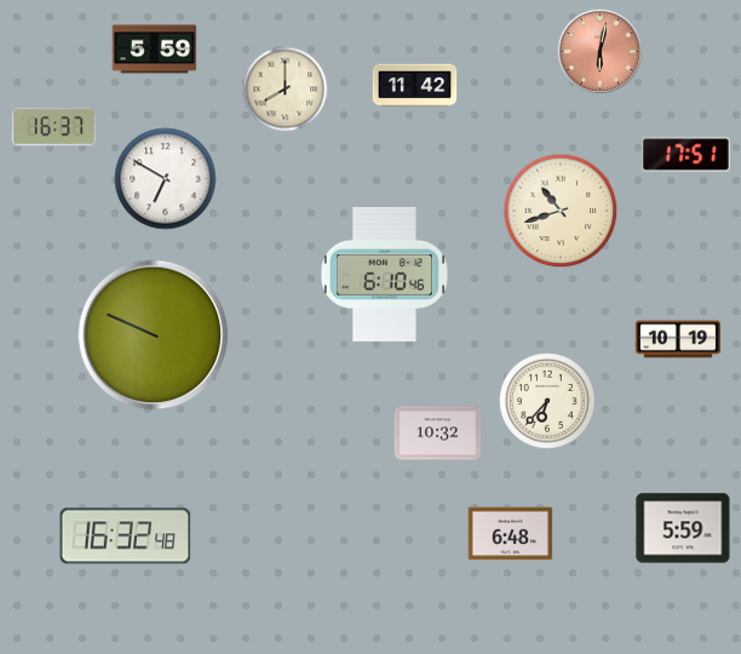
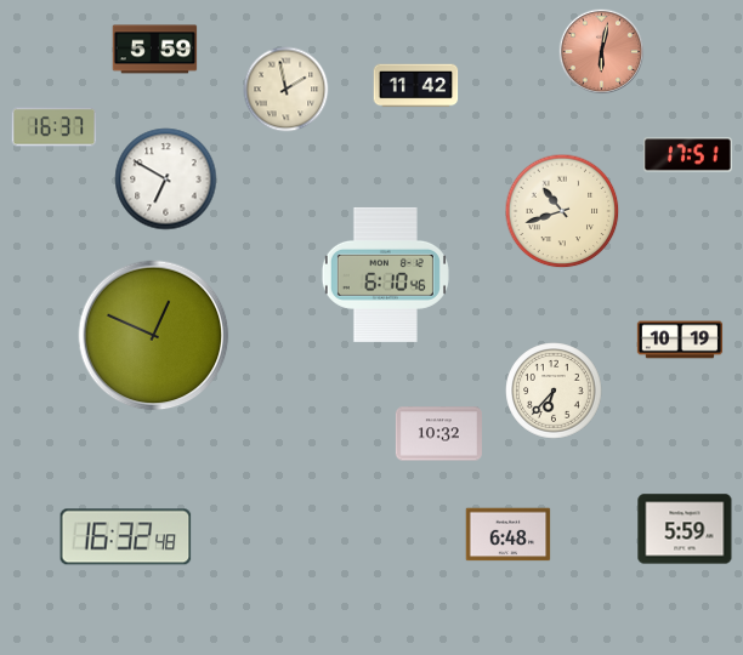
clock at (286, 90): 8:00 -> 1:58
clock at (154, 335): 9:49 -> 12:49
clock at (547, 401) position: (547, 401) -> (554, 391)
clock at (511, 534) position: (511, 534) -> (509, 535)
